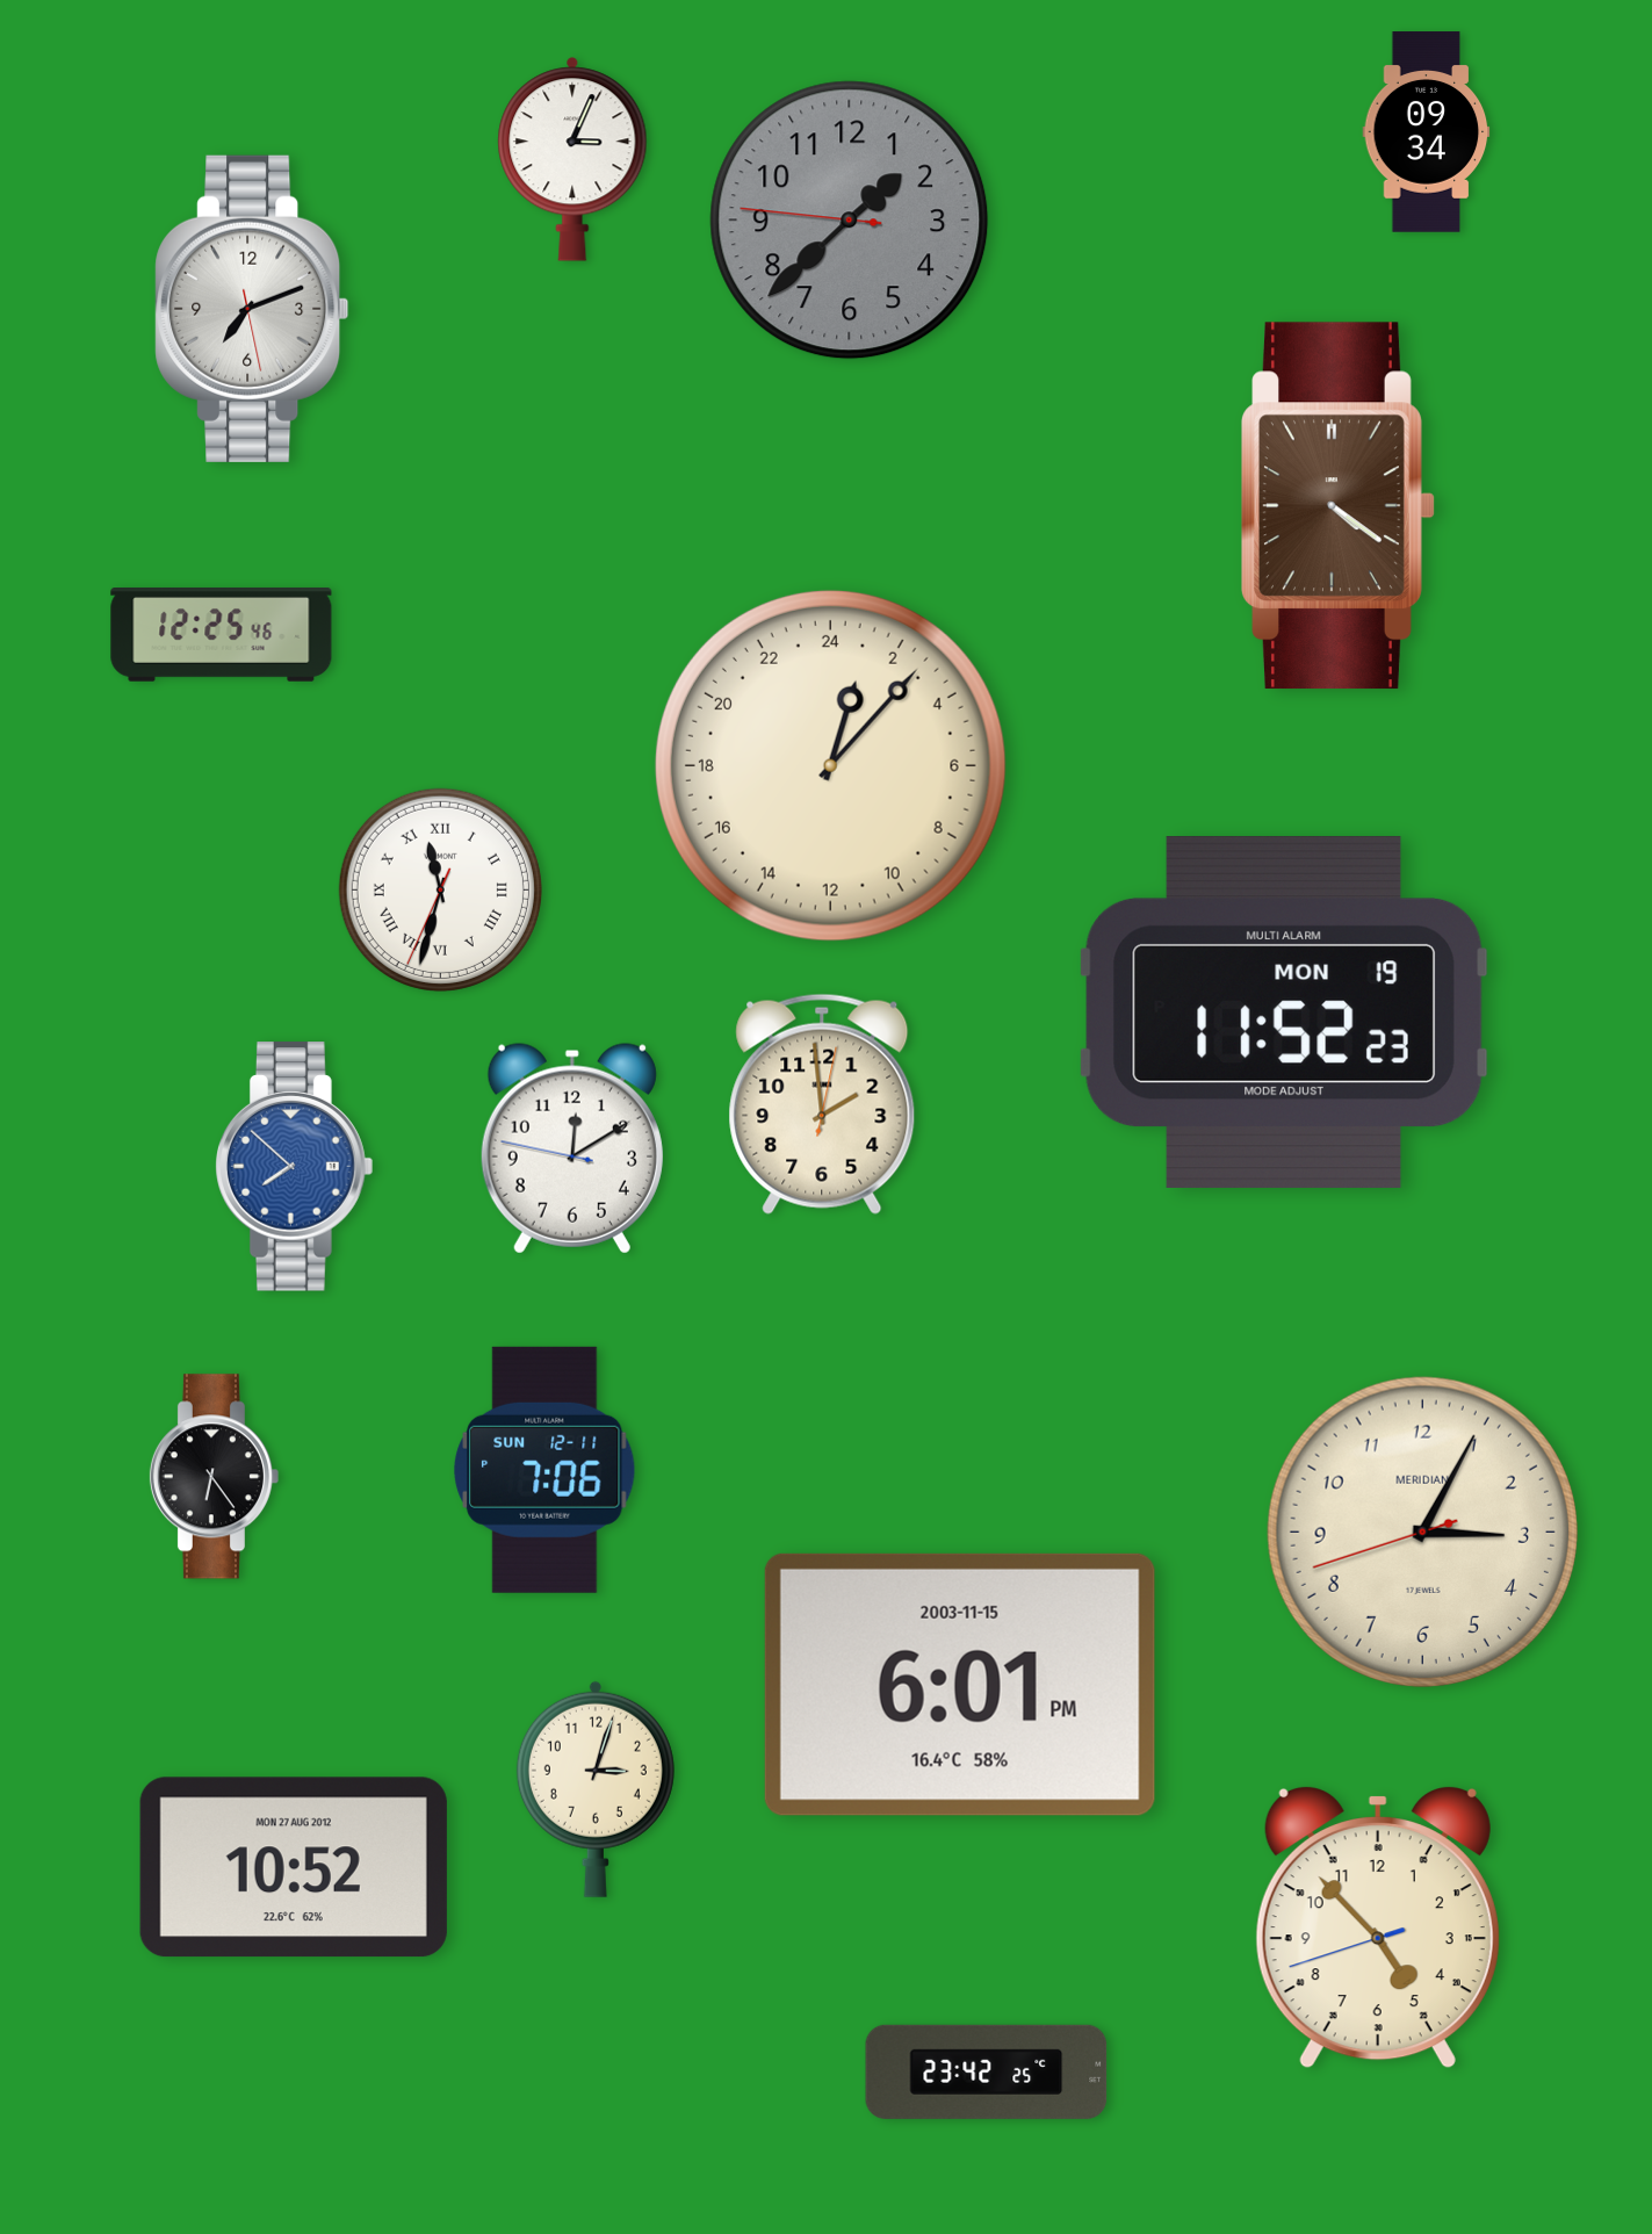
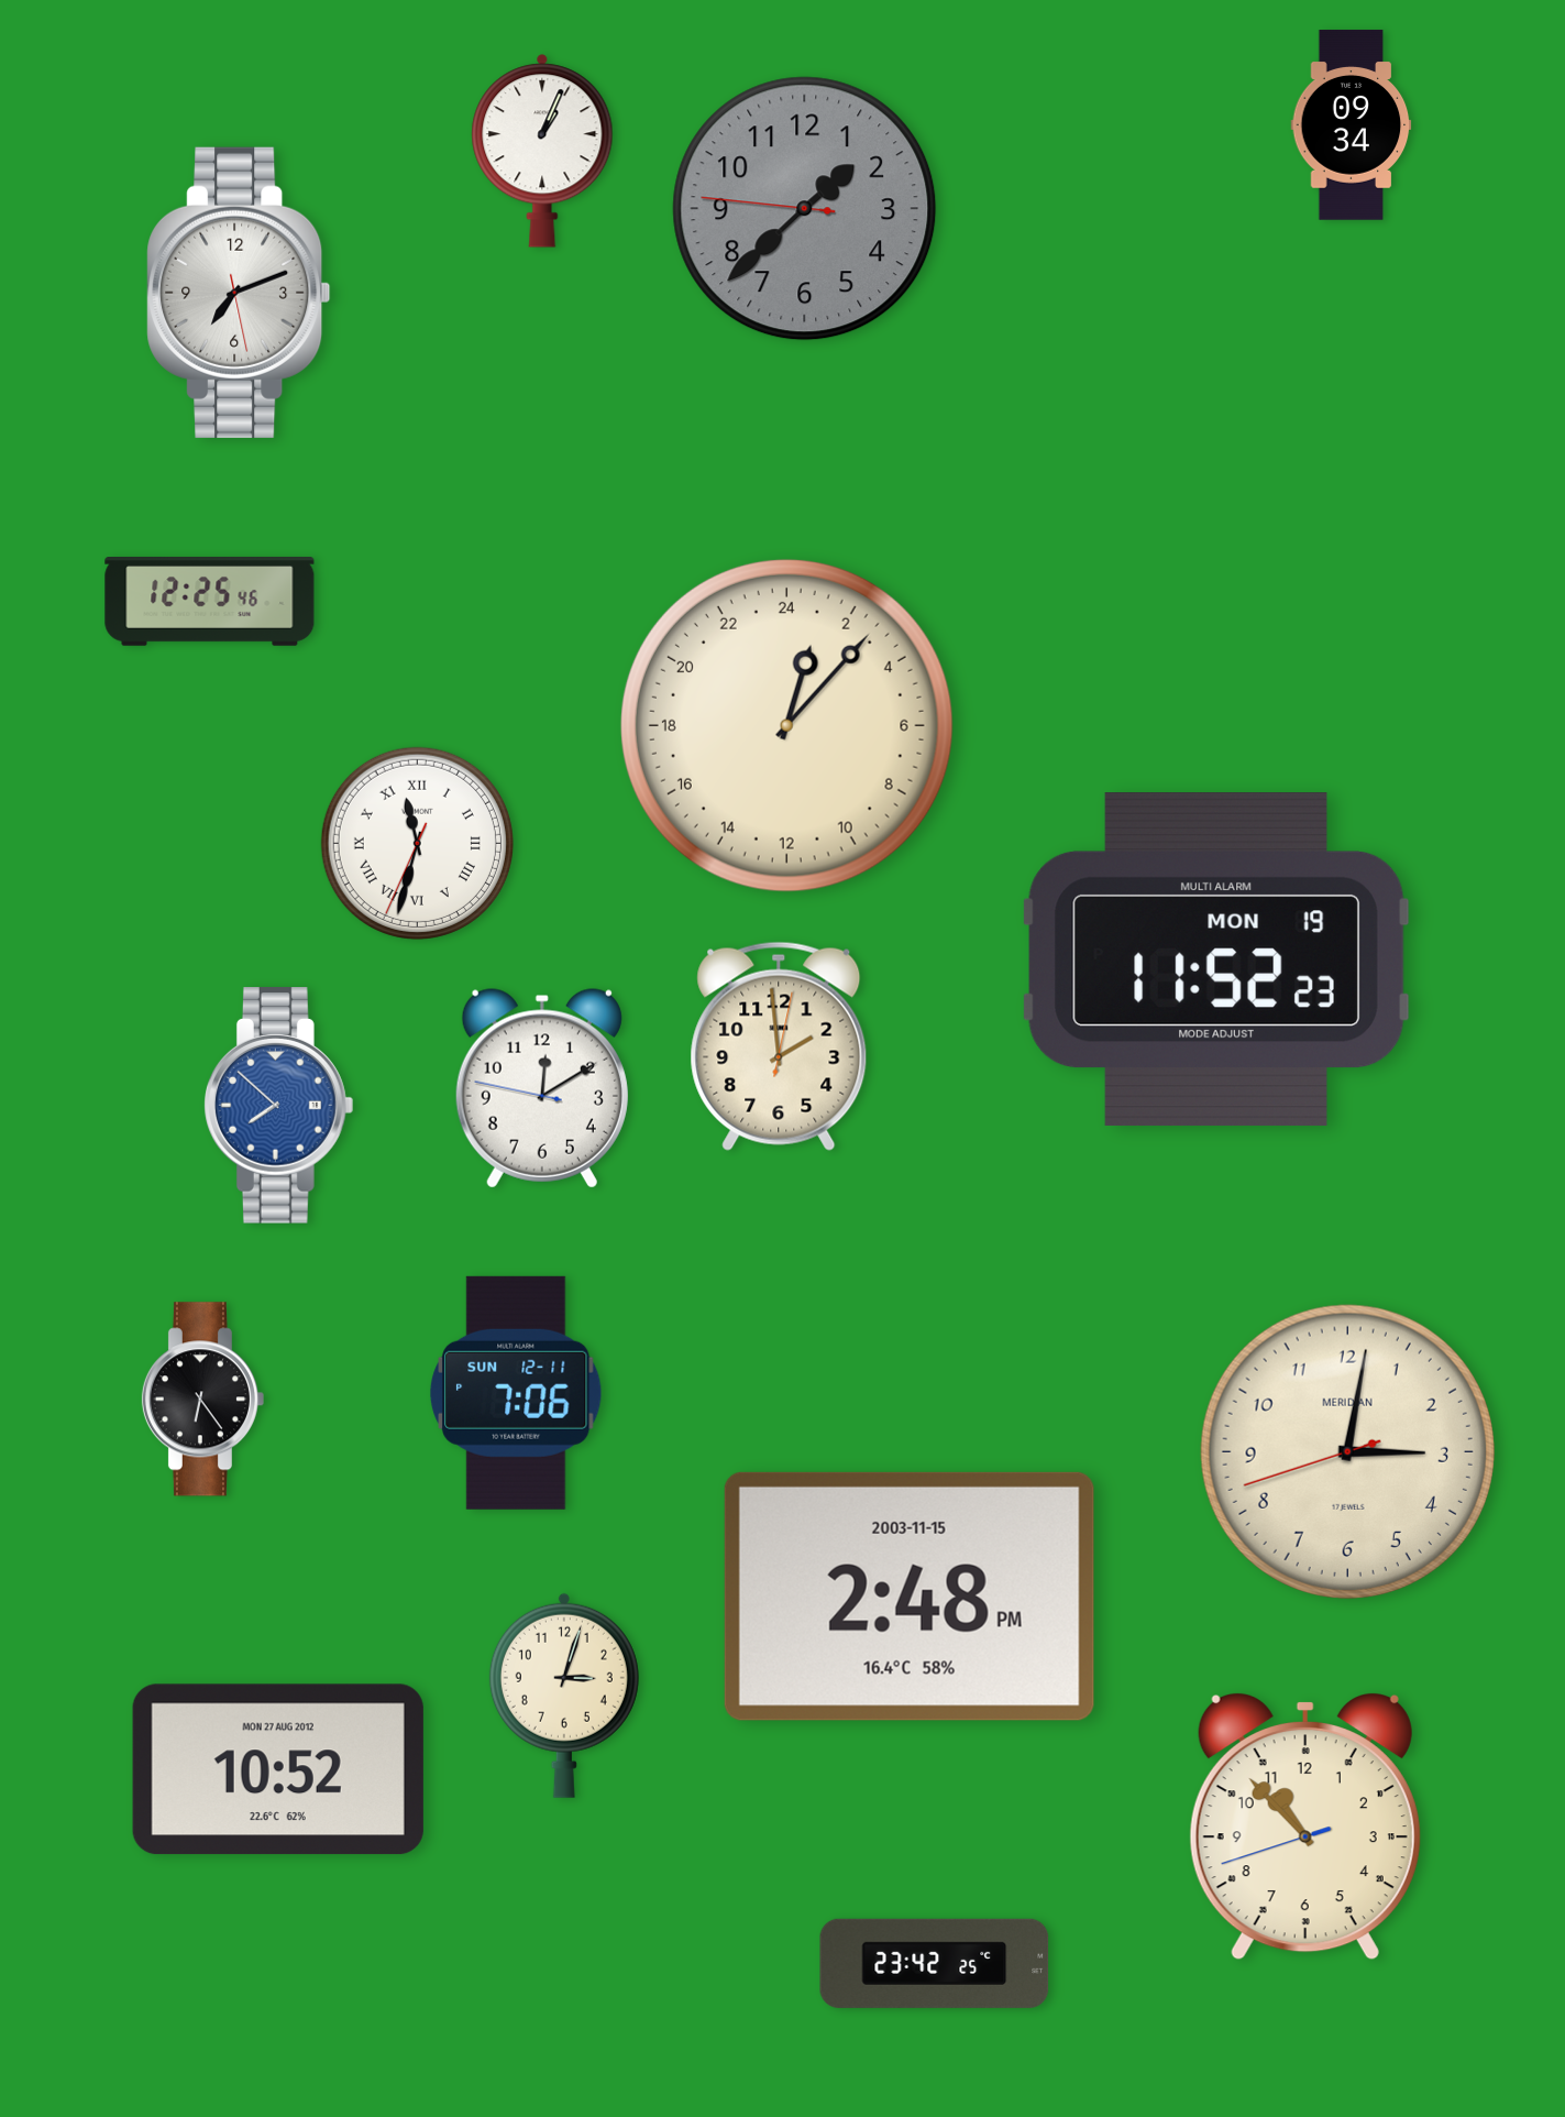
clock at (572, 159): 3:04 -> 1:04
clock at (1339, 506): 4:21 -> none
clock at (1422, 1532): 3:04 -> 3:01
clock at (960, 1685): 6:01 -> 2:48
clock at (1378, 1929): 4:52 -> 10:52
